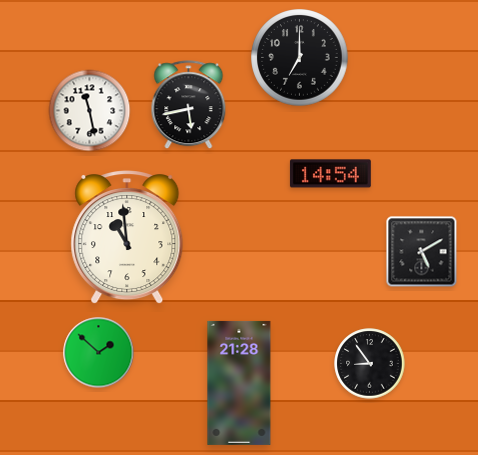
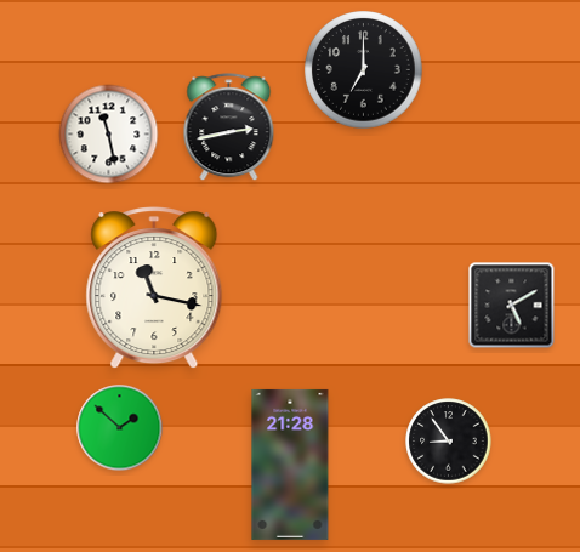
clock at (189, 105): 5:43 -> 2:43
clock at (330, 174): 14:54 -> none
clock at (127, 238): 10:59 -> 11:17
